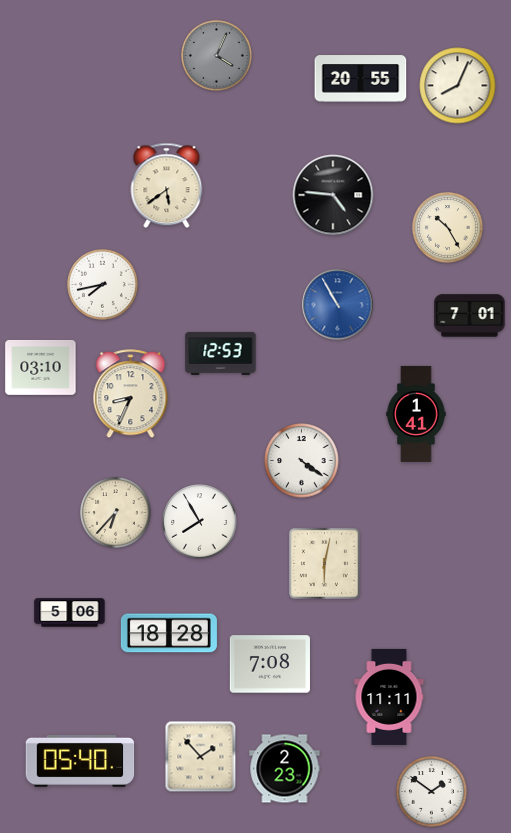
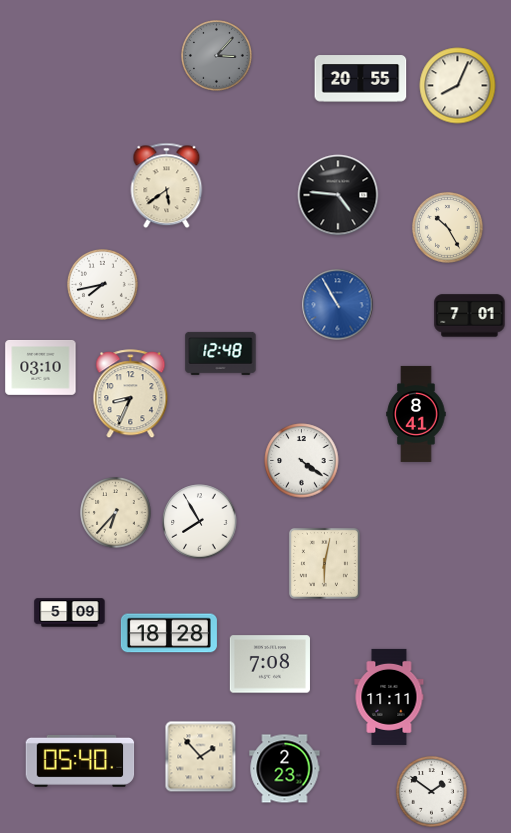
clock at (217, 56): 4:04 -> 3:07
clock at (333, 195) position: (333, 195) -> (338, 195)
clock at (221, 353): 12:53 -> 12:48
clock at (416, 414): 1:41 -> 8:41
clock at (70, 613): 5:06 -> 5:09
